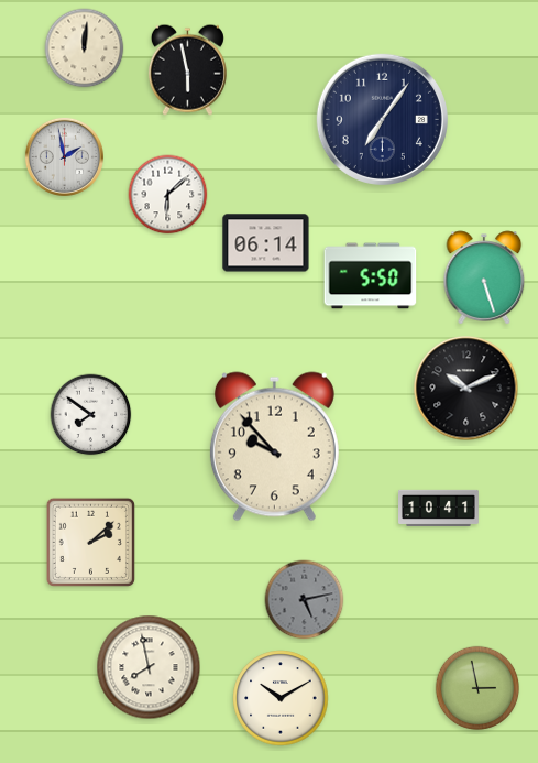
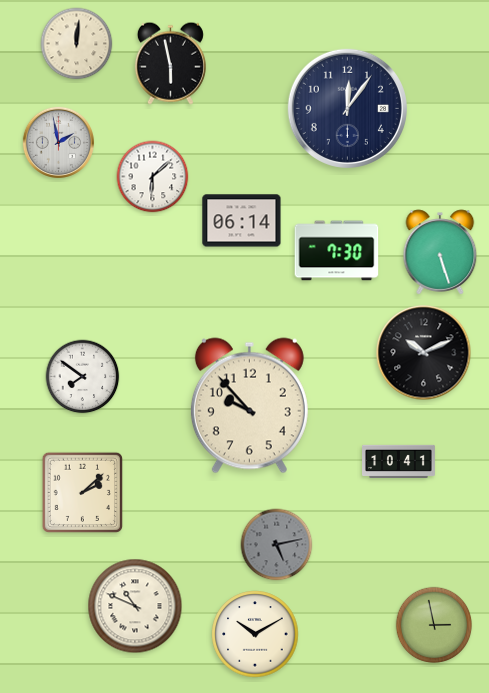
clock at (382, 119): 7:06 -> 12:06
clock at (371, 276): 5:50 -> 7:30
clock at (149, 667): 7:58 -> 10:49
